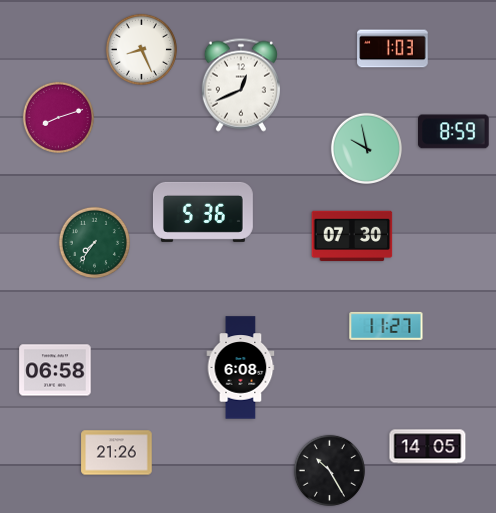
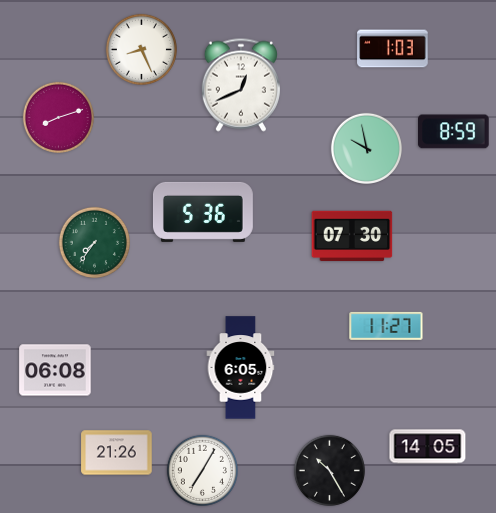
clock at (241, 368): 6:08 -> 6:05
clock at (55, 370): 06:58 -> 06:08
clock at (202, 470): none -> 7:05
